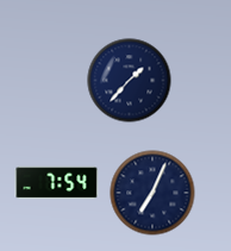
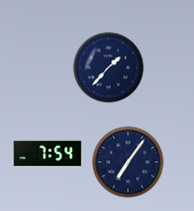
clock at (152, 193): 7:04 -> 7:06
